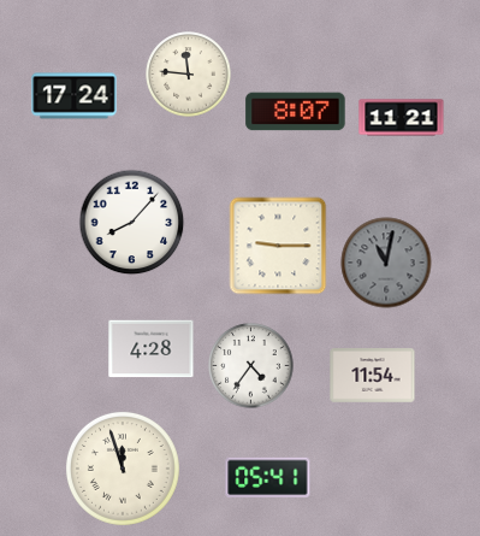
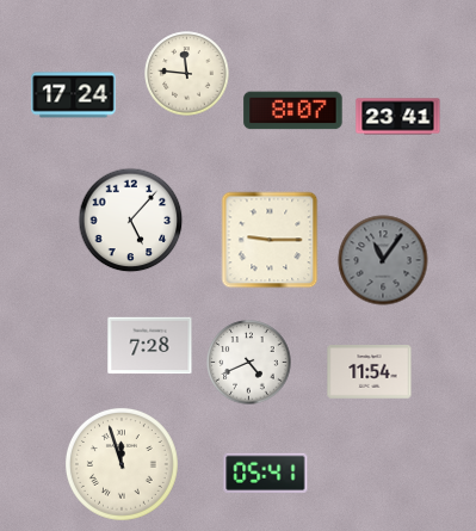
clock at (402, 118): 11:21 -> 23:41
clock at (132, 223): 8:07 -> 5:07
clock at (278, 246) position: (278, 246) -> (270, 240)
clock at (386, 263): 11:02 -> 11:06
clock at (152, 349): 4:28 -> 7:28
clock at (251, 366): 4:36 -> 4:41
